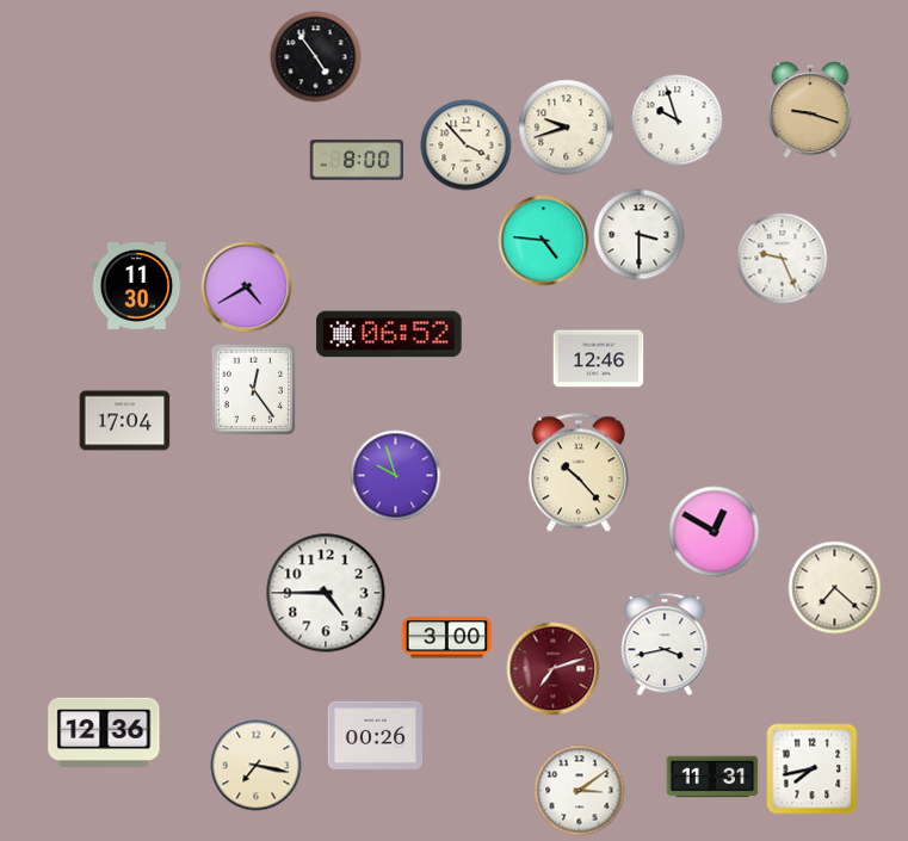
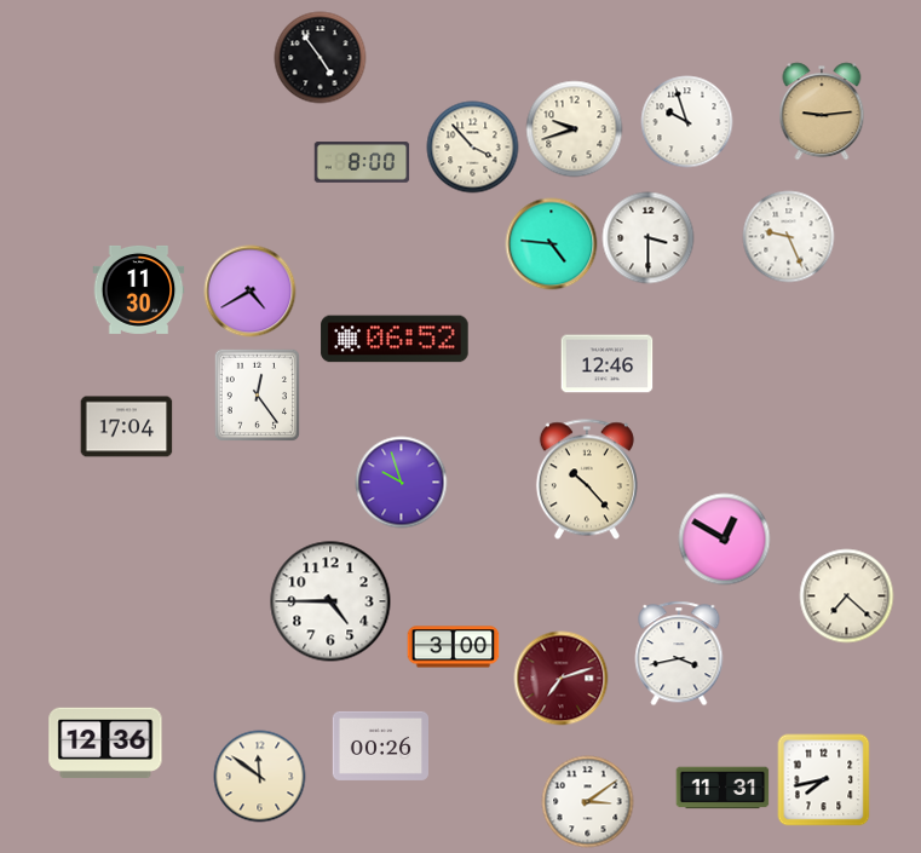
clock at (810, 110): 9:18 -> 9:14
clock at (783, 259) position: (783, 259) -> (789, 237)
clock at (665, 644) position: (665, 644) -> (679, 653)
clock at (257, 766): 7:17 -> 11:51
